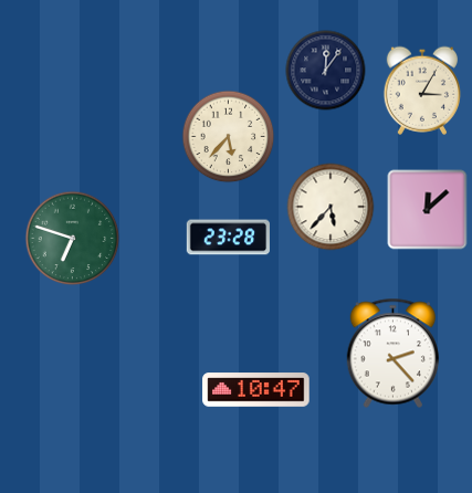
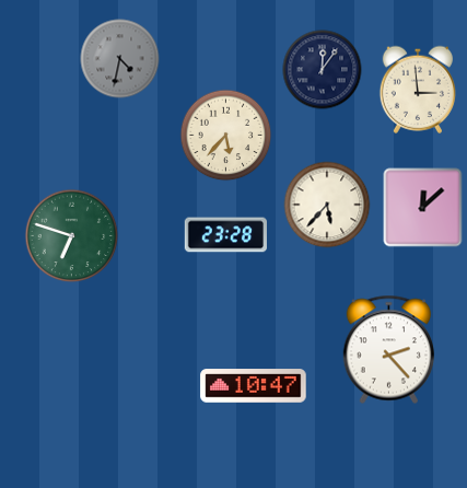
clock at (120, 59): none -> 4:32
clock at (421, 91): 3:05 -> 2:59
